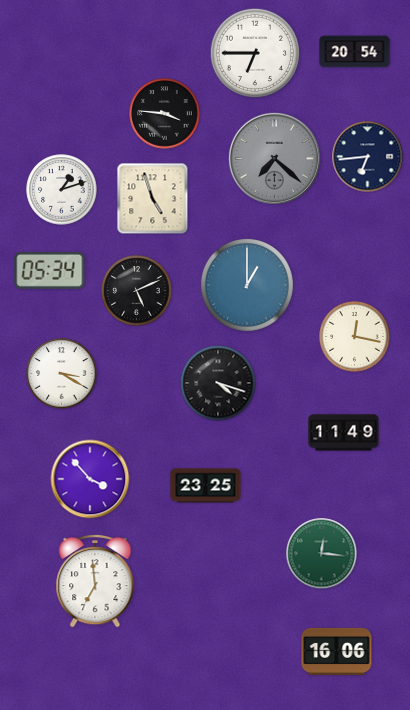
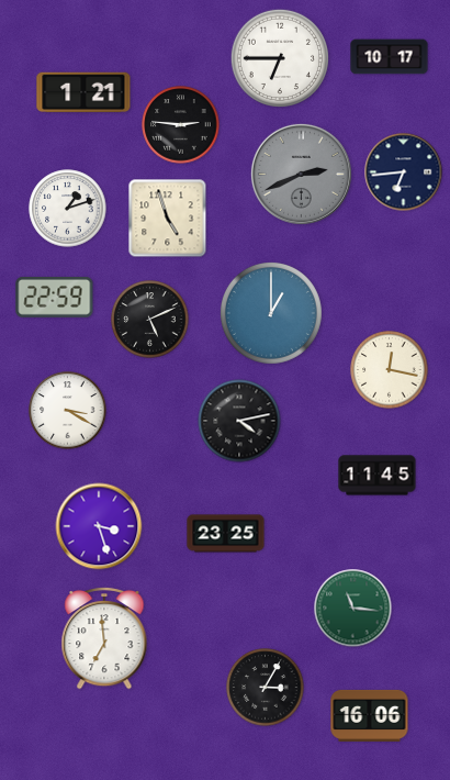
clock at (355, 52): 20:54 -> 10:17
clock at (83, 92): none -> 1:21
clock at (165, 114): 3:46 -> 2:46
clock at (274, 158): 7:22 -> 2:41
clock at (50, 270): 05:34 -> 22:59
clock at (218, 383): 4:18 -> 4:13
clock at (344, 433): 11:49 -> 11:45
clock at (90, 479): 3:53 -> 3:27
clock at (322, 554): 12:16 -> 11:16
clock at (266, 688): none -> 3:05
